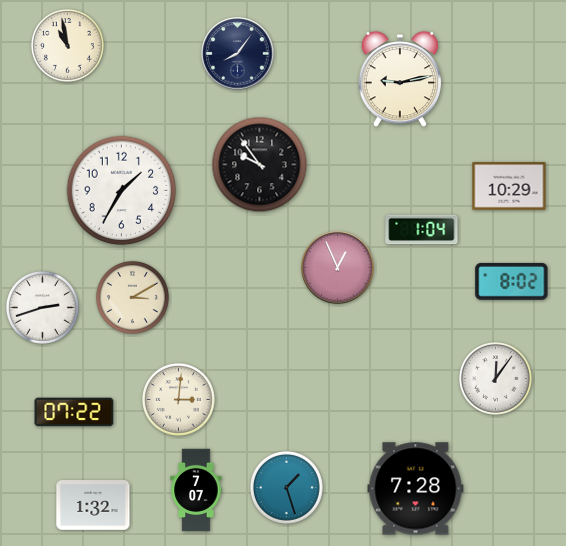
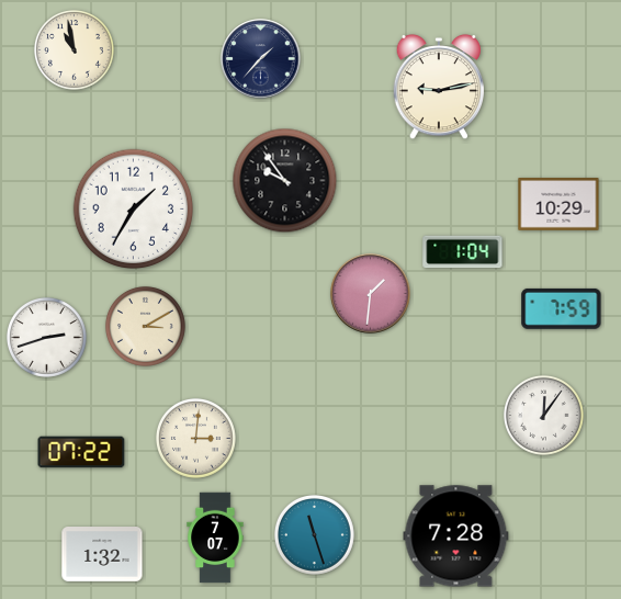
clock at (238, 54): 8:06 -> 1:37
clock at (338, 268): 12:56 -> 1:31
clock at (512, 281): 8:02 -> 7:59
clock at (286, 487): 1:27 -> 11:27
